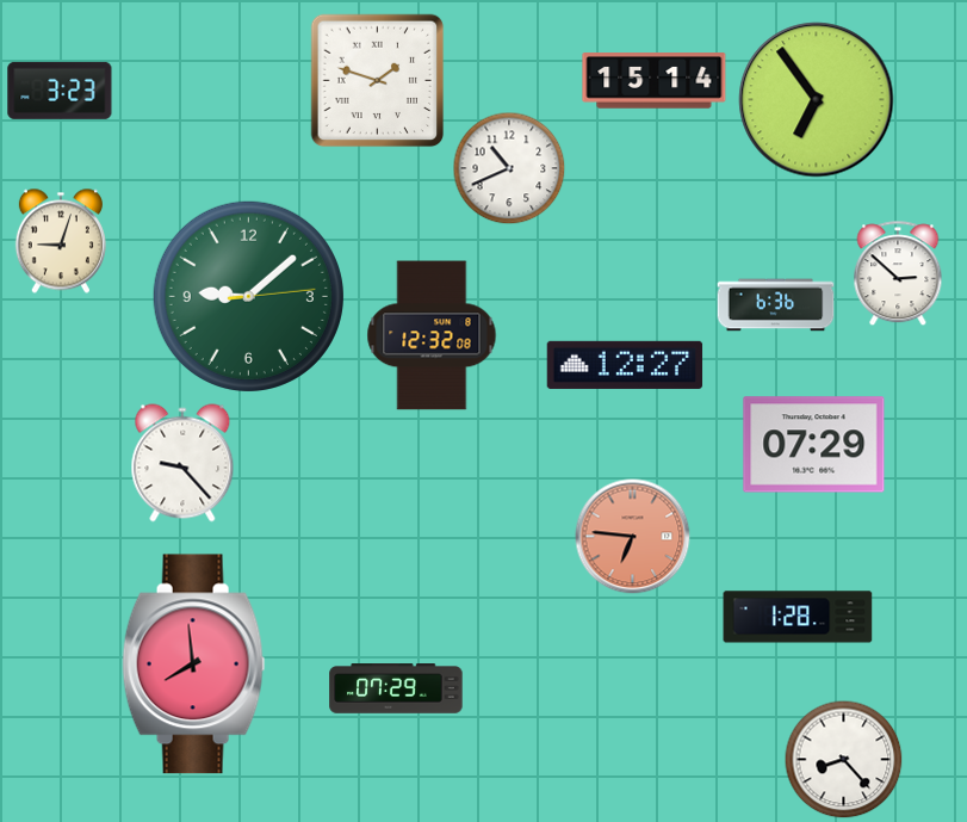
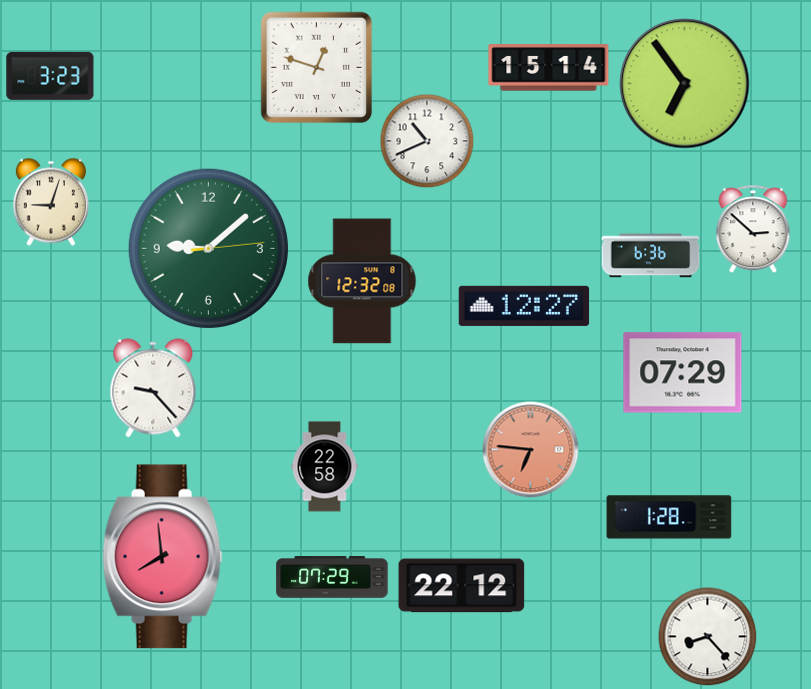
clock at (378, 81): 1:48 -> 12:48
clock at (325, 467): none -> 22:58
clock at (462, 586): none -> 22:12
